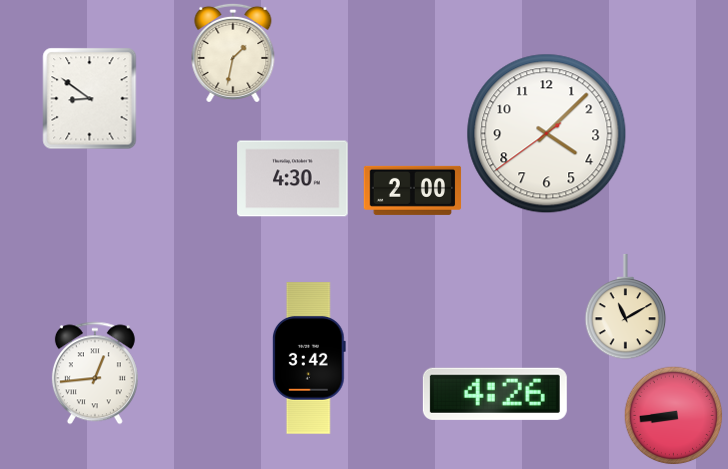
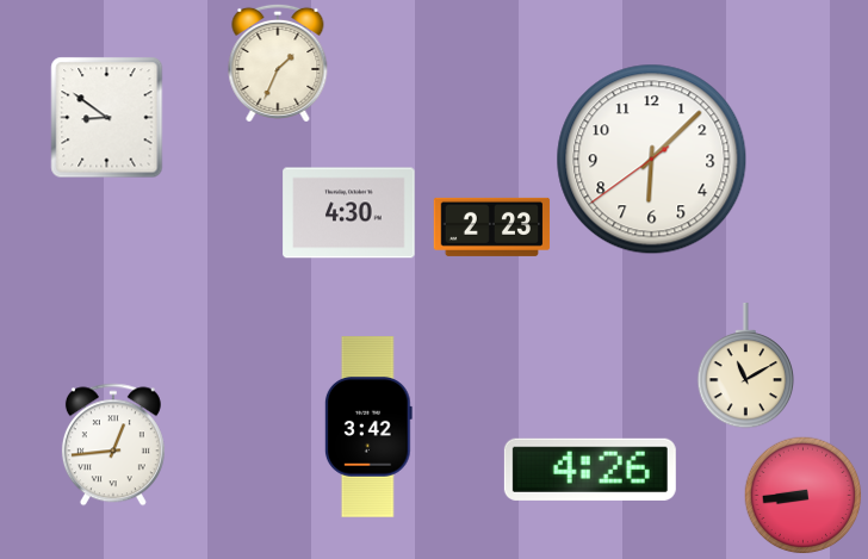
clock at (233, 53): 1:32 -> 1:34
clock at (547, 134): 4:07 -> 6:07
clock at (413, 190): 2:00 -> 2:23
